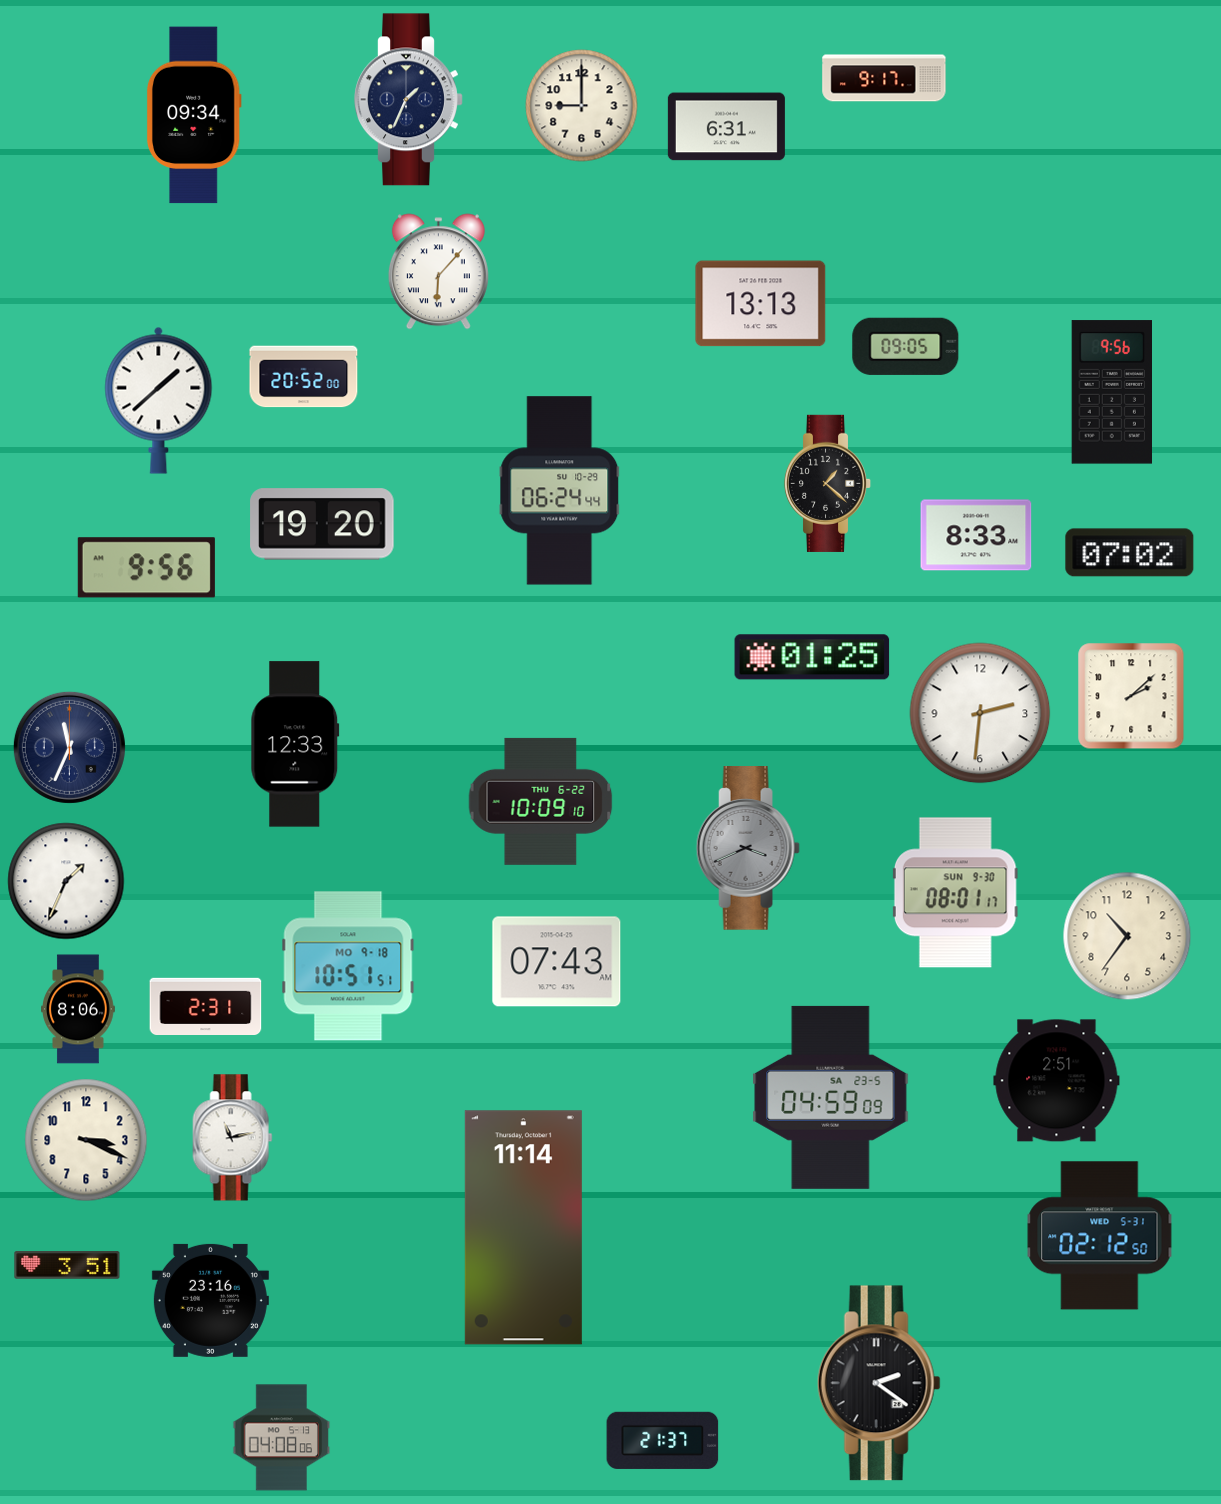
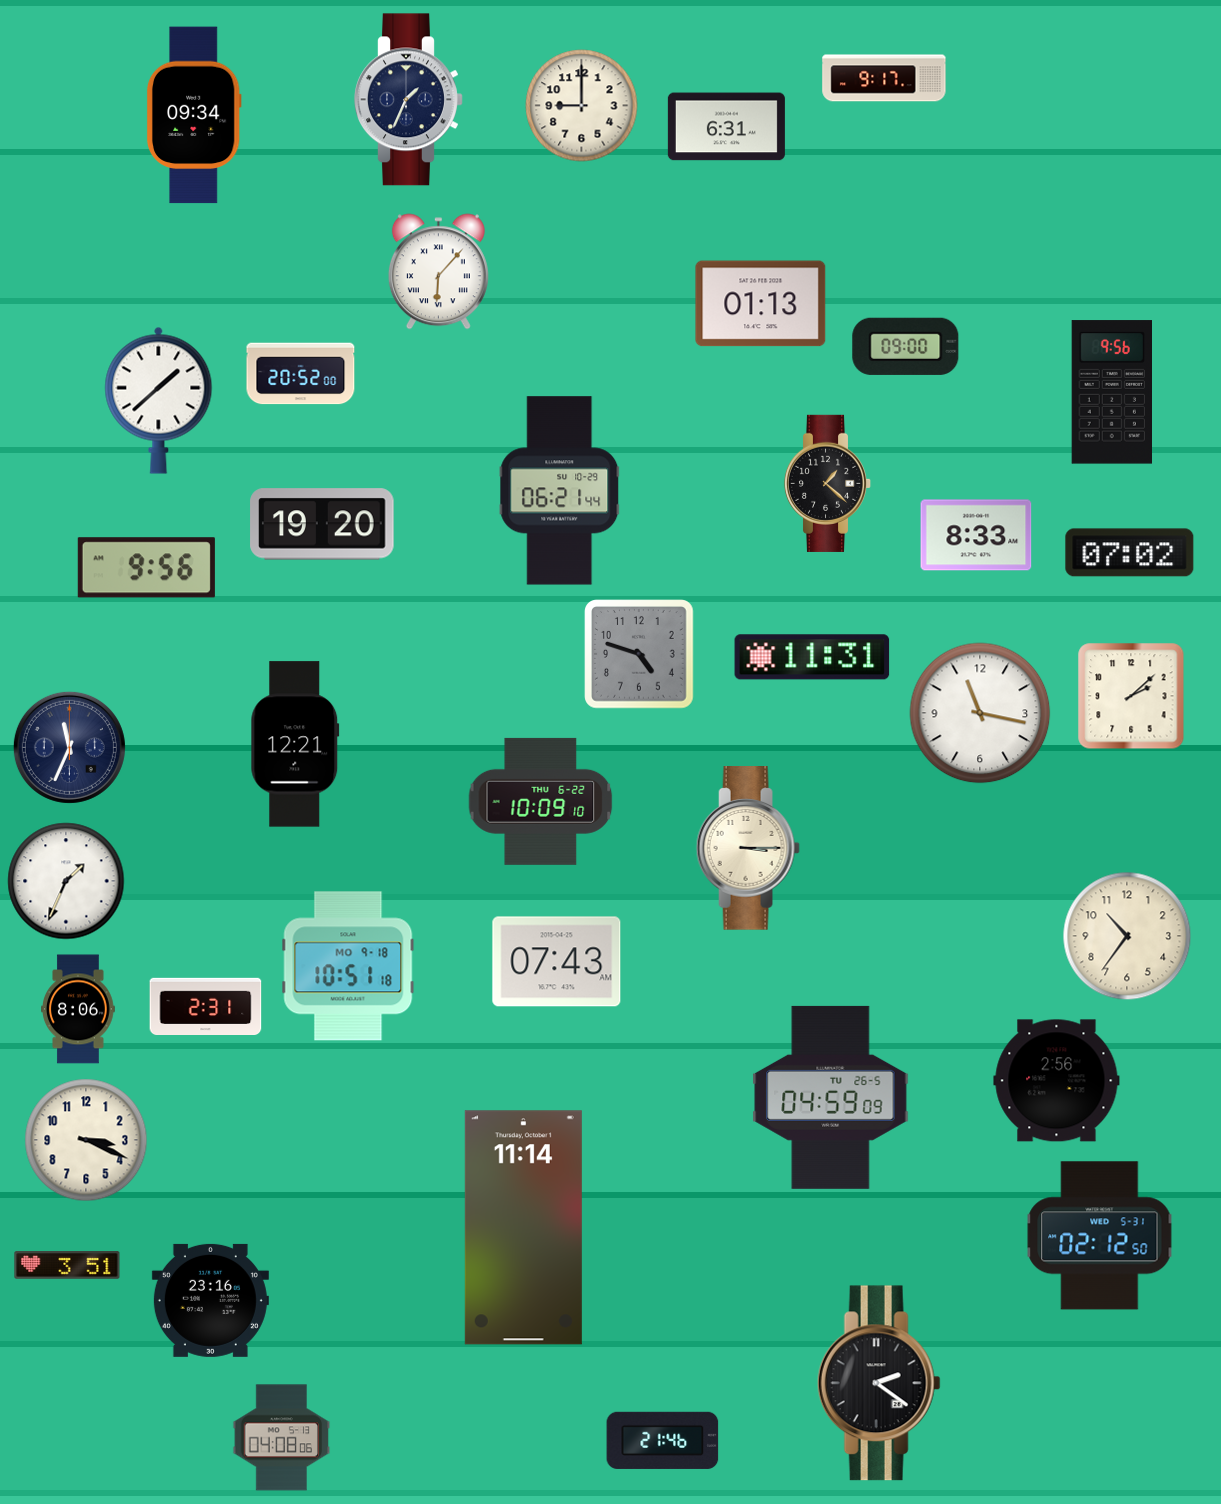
clock at (761, 304): 13:13 -> 01:13
clock at (906, 346): 09:05 -> 09:00
clock at (304, 377) position: (304, 377) -> (301, 374)
clock at (560, 491): 06:24 -> 06:21
clock at (639, 654): none -> 4:48
clock at (812, 657): 01:25 -> 11:31
clock at (980, 713): 2:31 -> 11:17
clock at (295, 744): 12:33 -> 12:21
clock at (748, 849): 3:41 -> 3:15
clock at (748, 849) dial: grey -> cream
clock at (955, 893): 08:01 -> none
clock at (348, 966): 10:51:51 -> 10:51:18
clock at (1057, 1081): 2:51 -> 2:56
clock at (831, 1097) date: SA 23-5 -> TU 26-5
clock at (233, 1138): 11:13 -> none
clock at (663, 1440): 21:37 -> 21:46
